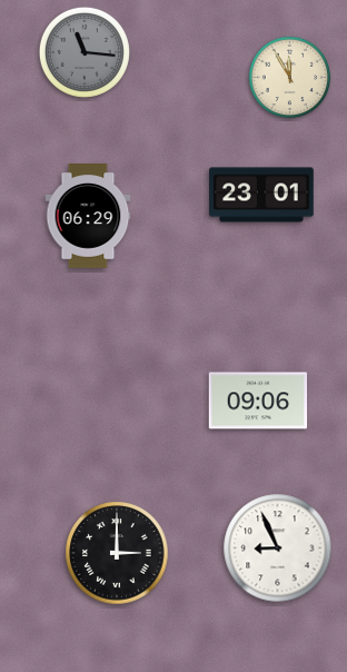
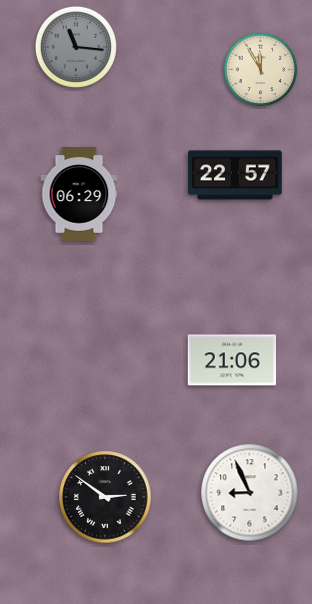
clock at (261, 195): 23:01 -> 22:57
clock at (258, 401): 09:06 -> 21:06
clock at (117, 553): 3:00 -> 2:51
